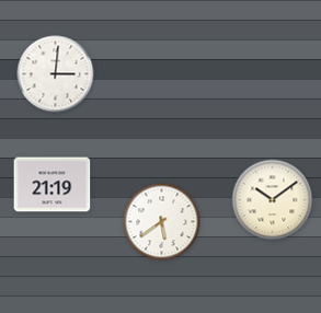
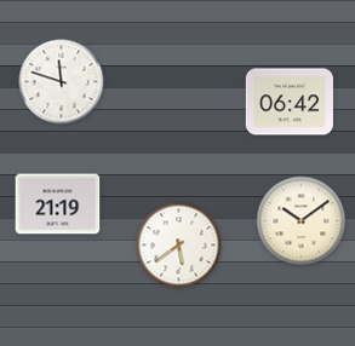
clock at (56, 74): 3:01 -> 11:48
clock at (290, 102): none -> 06:42
